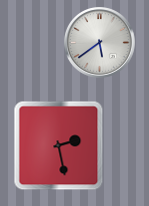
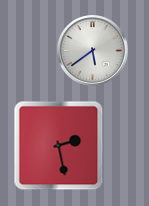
clock at (100, 43) position: (100, 43) -> (93, 51)
